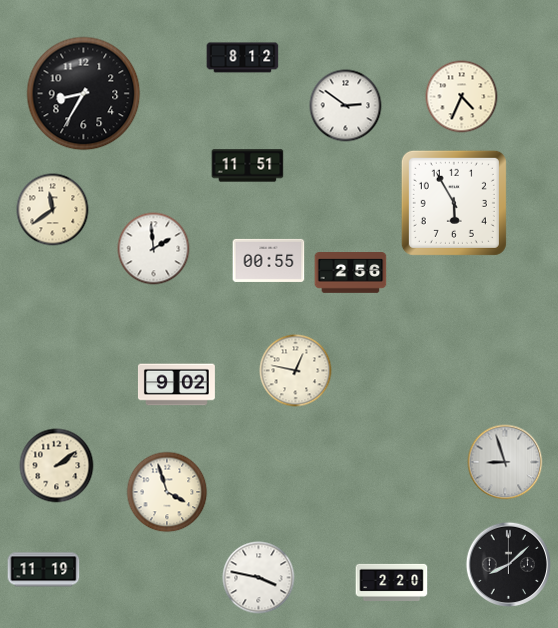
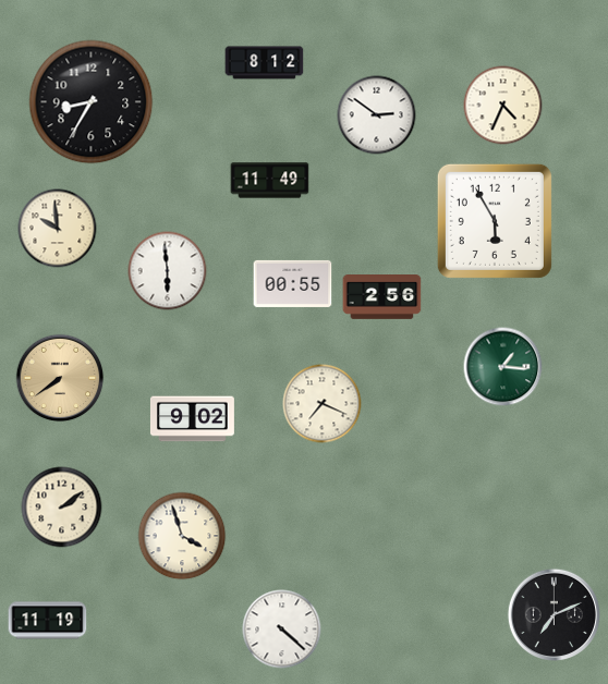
clock at (248, 166): 11:51 -> 11:49
clock at (53, 210): 11:39 -> 9:59
clock at (154, 249): 1:59 -> 5:59
clock at (503, 367): none -> 1:16
clock at (60, 378): none -> 7:39
clock at (296, 371): 12:47 -> 7:19
clock at (505, 462): 8:57 -> none
clock at (508, 564): 8:08 -> 7:11
clock at (259, 578): 3:47 -> 4:22
clock at (392, 582): 2:20 -> none
